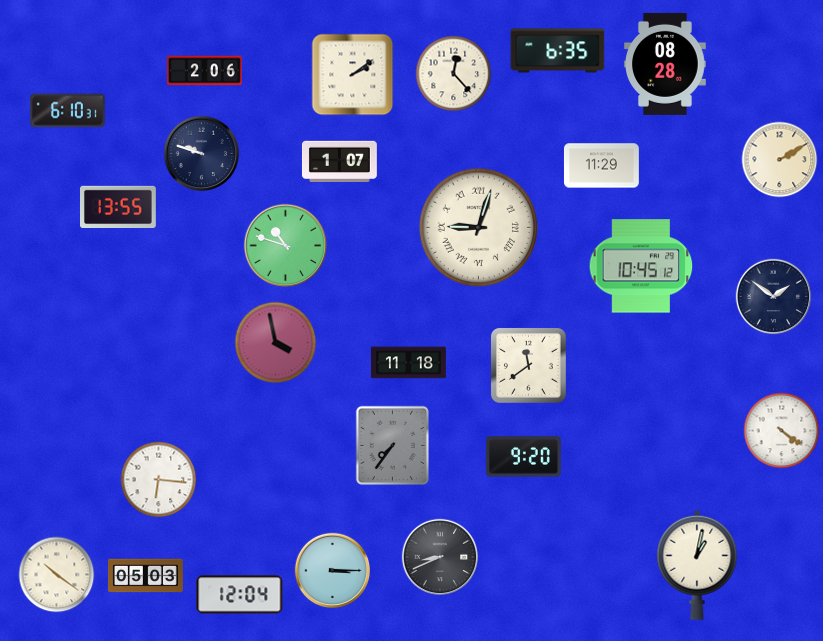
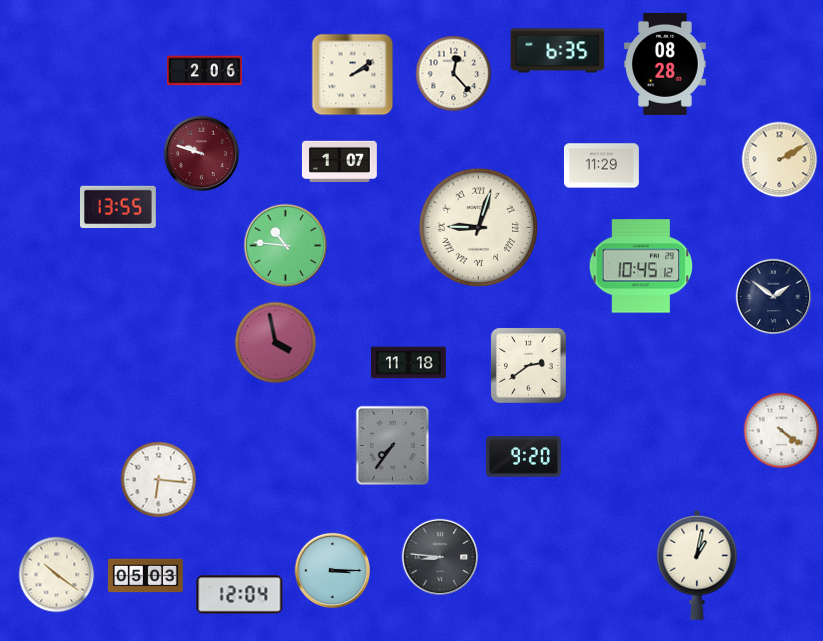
clock at (67, 111): 6:10 -> none
clock at (202, 154) dial: navy -> burgundy
clock at (286, 246): 10:48 -> 10:46
clock at (528, 365): 11:39 -> 2:39
clock at (440, 557): 8:41 -> 8:46
